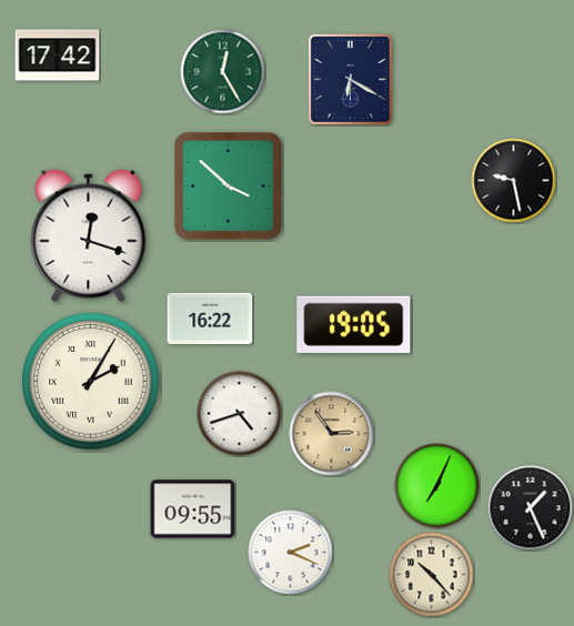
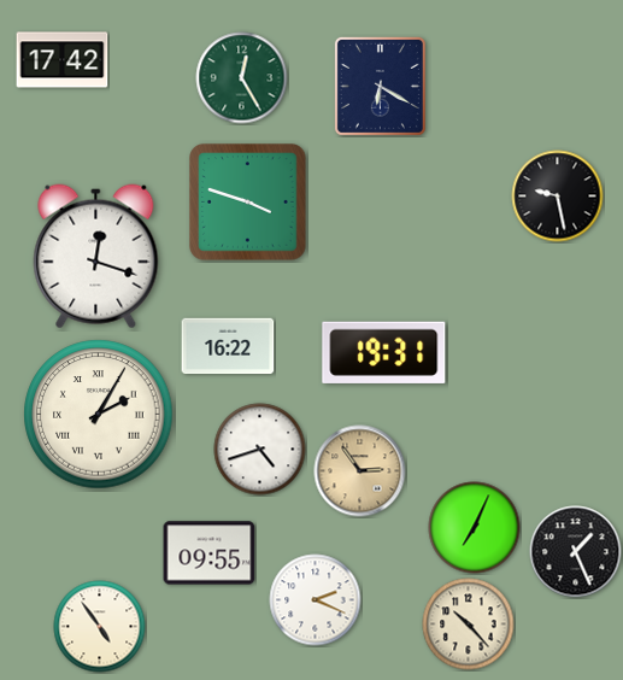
clock at (229, 186): 3:52 -> 3:48
clock at (354, 324): 19:05 -> 19:31
clock at (100, 627): none -> 4:54
